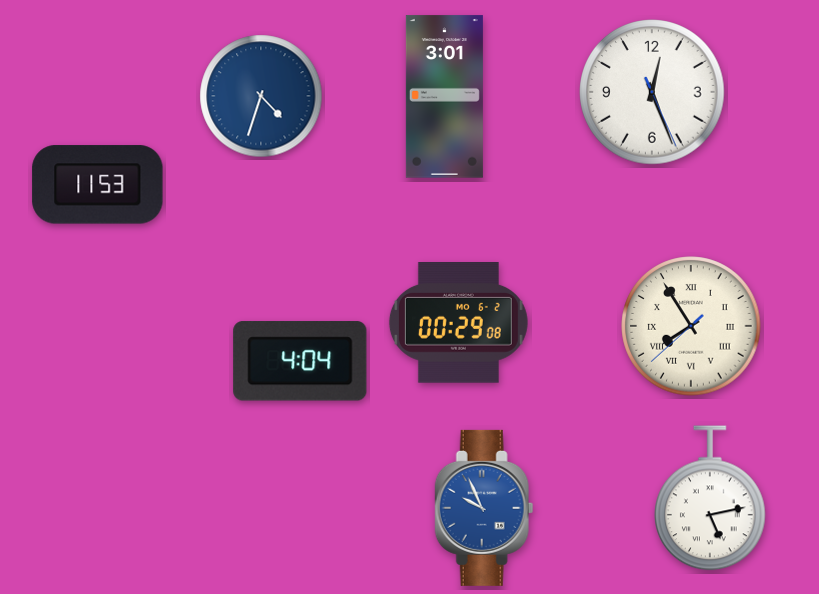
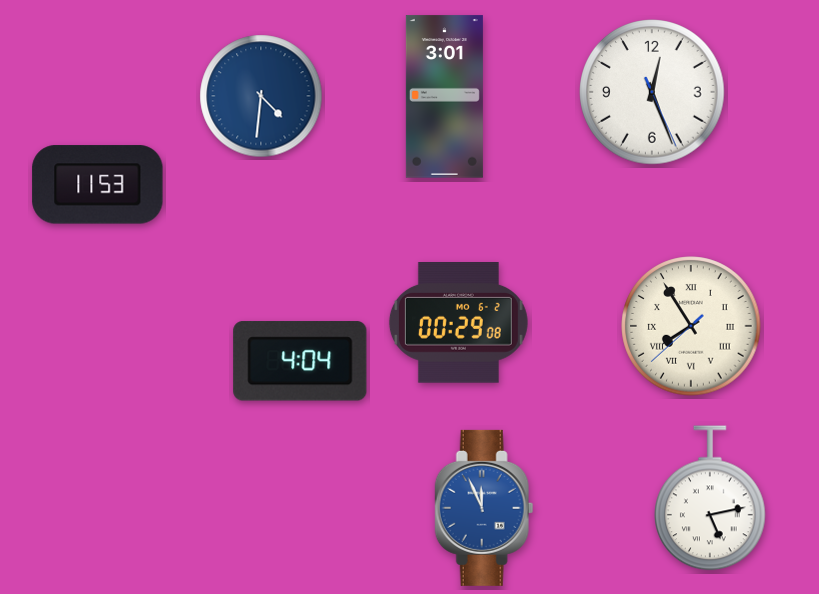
clock at (261, 96): 4:33 -> 4:31
clock at (484, 508): 9:56 -> 11:56
